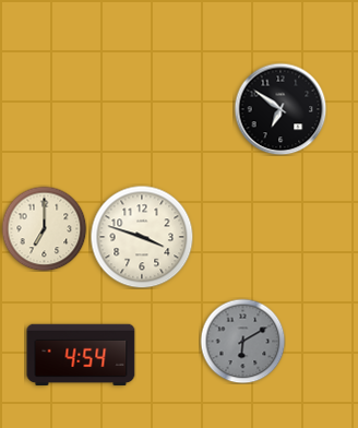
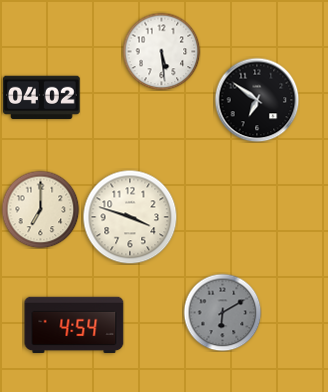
clock at (161, 51): none -> 5:29
clock at (42, 98): none -> 04:02
